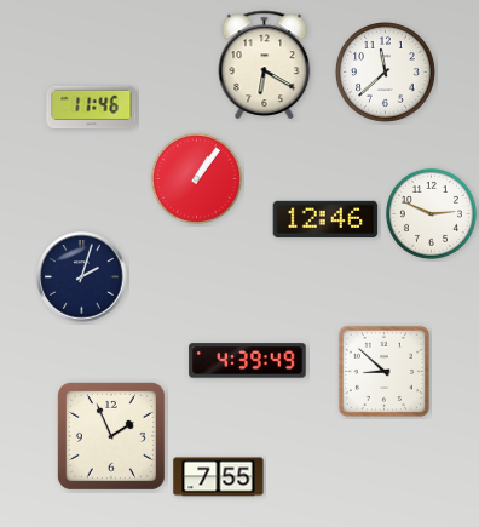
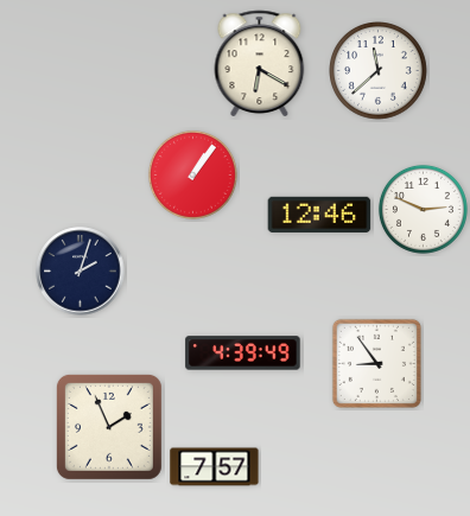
clock at (92, 108): 11:46 -> none
clock at (383, 371): 8:52 -> 8:54
clock at (219, 477): 7:55 -> 7:57
